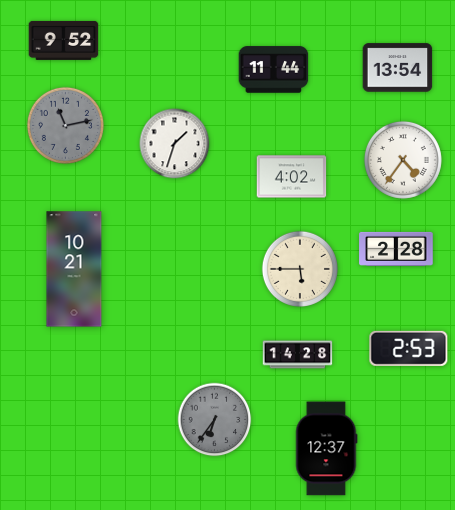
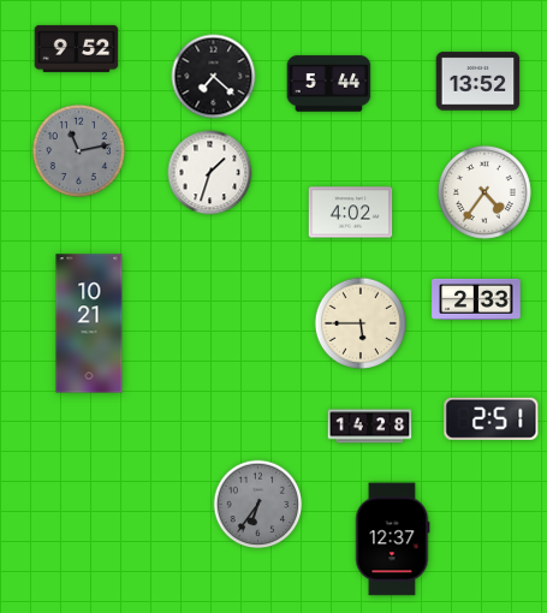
clock at (214, 77): none -> 7:22
clock at (398, 68): 13:54 -> 13:52
clock at (274, 70): 11:44 -> 5:44
clock at (396, 249): 2:28 -> 2:33
clock at (409, 348): 2:53 -> 2:51
clock at (298, 355) position: (298, 355) -> (370, 427)
